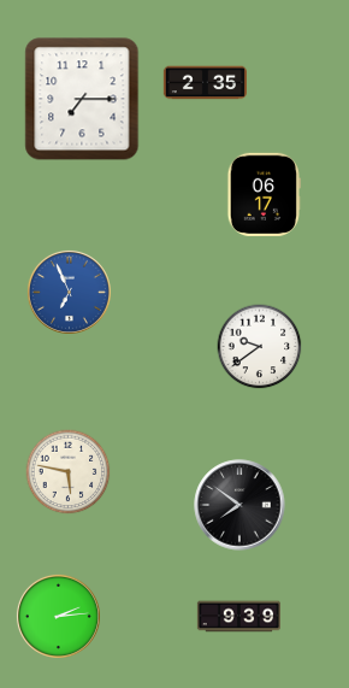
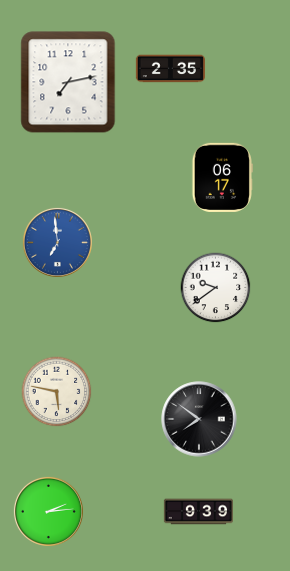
clock at (82, 99): 7:15 -> 7:13
clock at (264, 194) position: (264, 194) -> (222, 177)
clock at (69, 292): 6:56 -> 6:59
